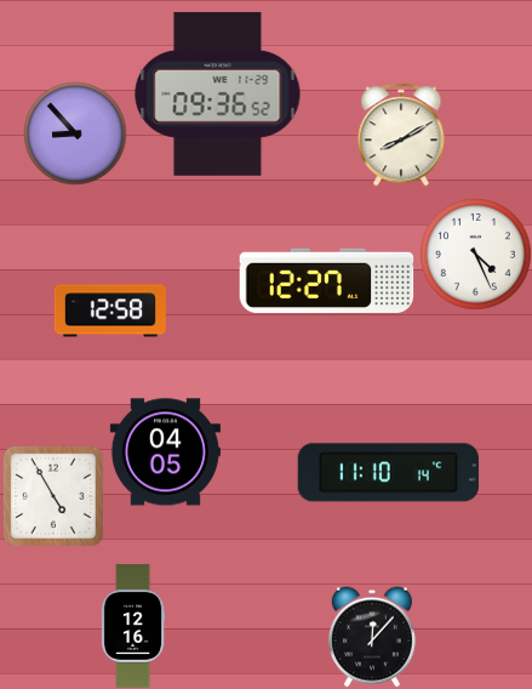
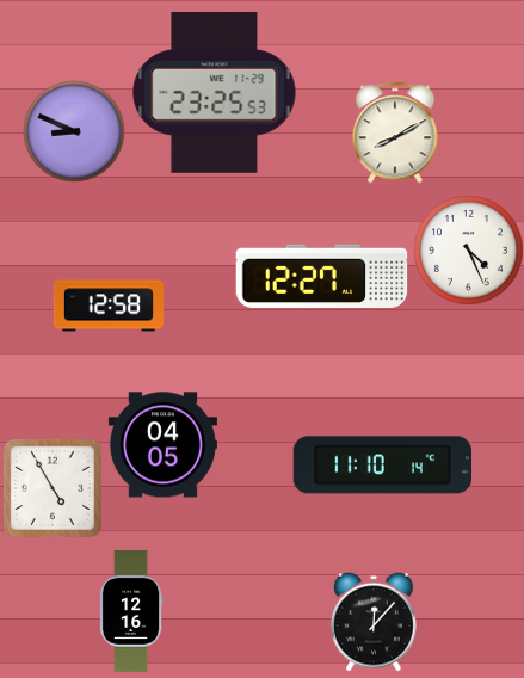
clock at (218, 93): 09:36 -> 23:25
clock at (75, 133): 8:53 -> 8:49
clock at (133, 626) position: (133, 626) -> (131, 611)
clock at (372, 637) position: (372, 637) -> (374, 622)
